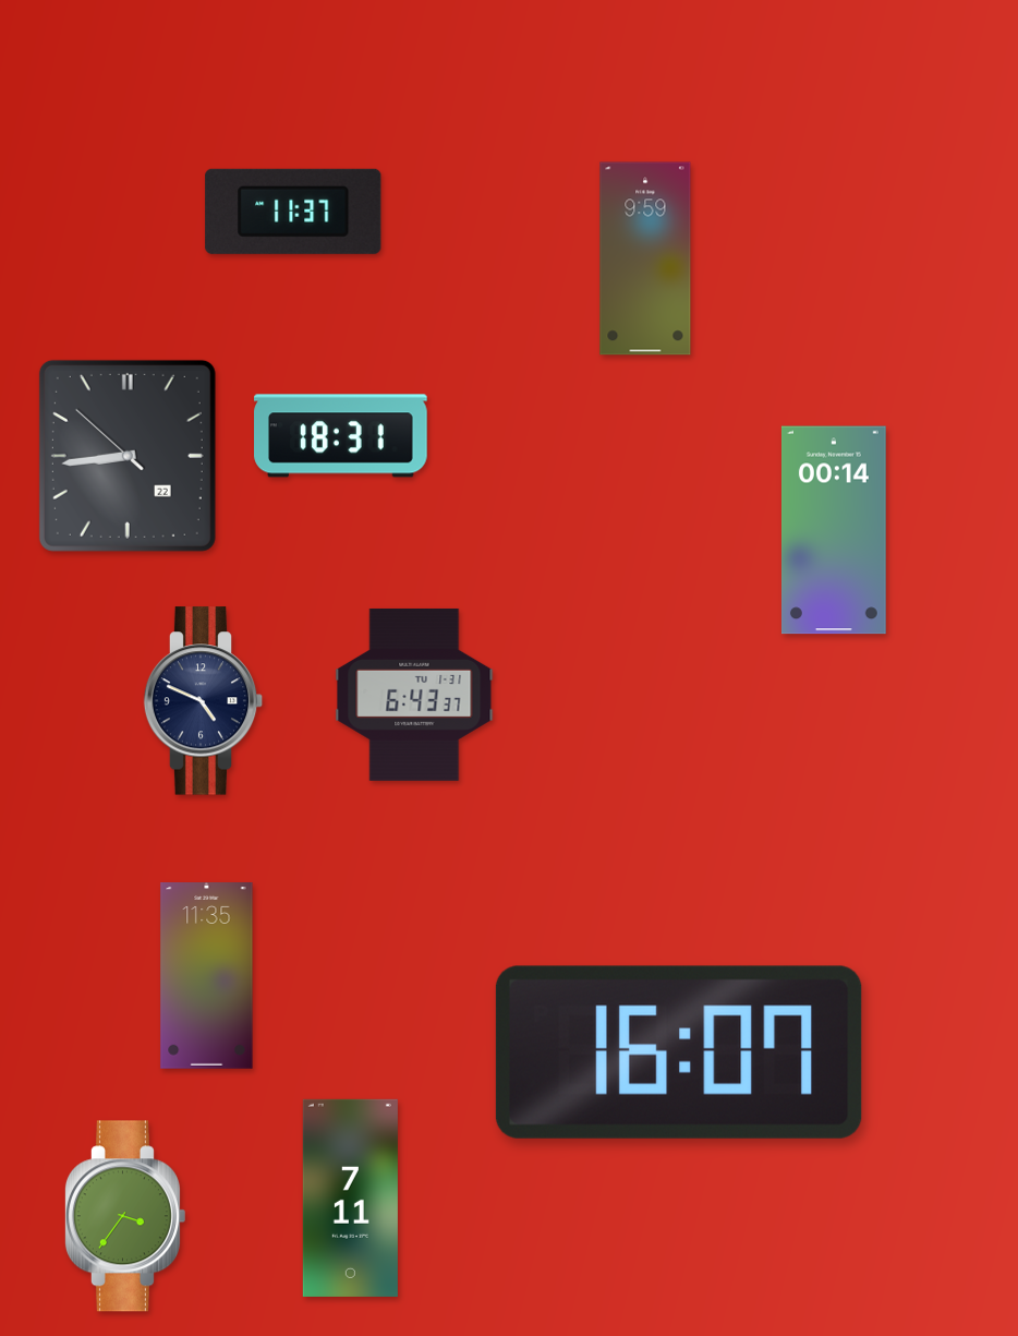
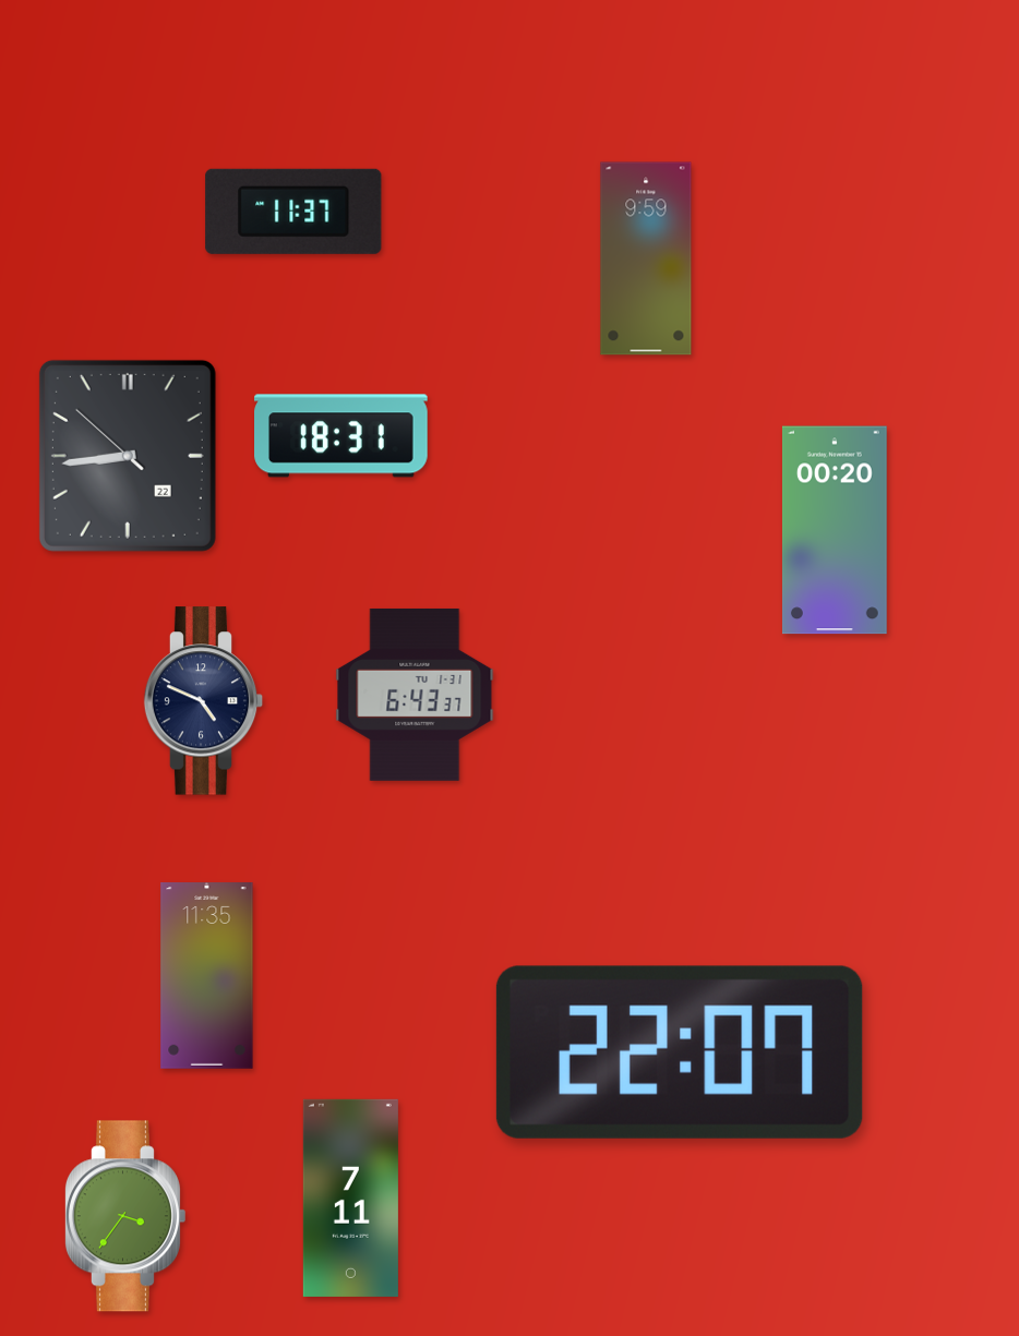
clock at (834, 530): 00:14 -> 00:20
clock at (679, 1052): 16:07 -> 22:07
